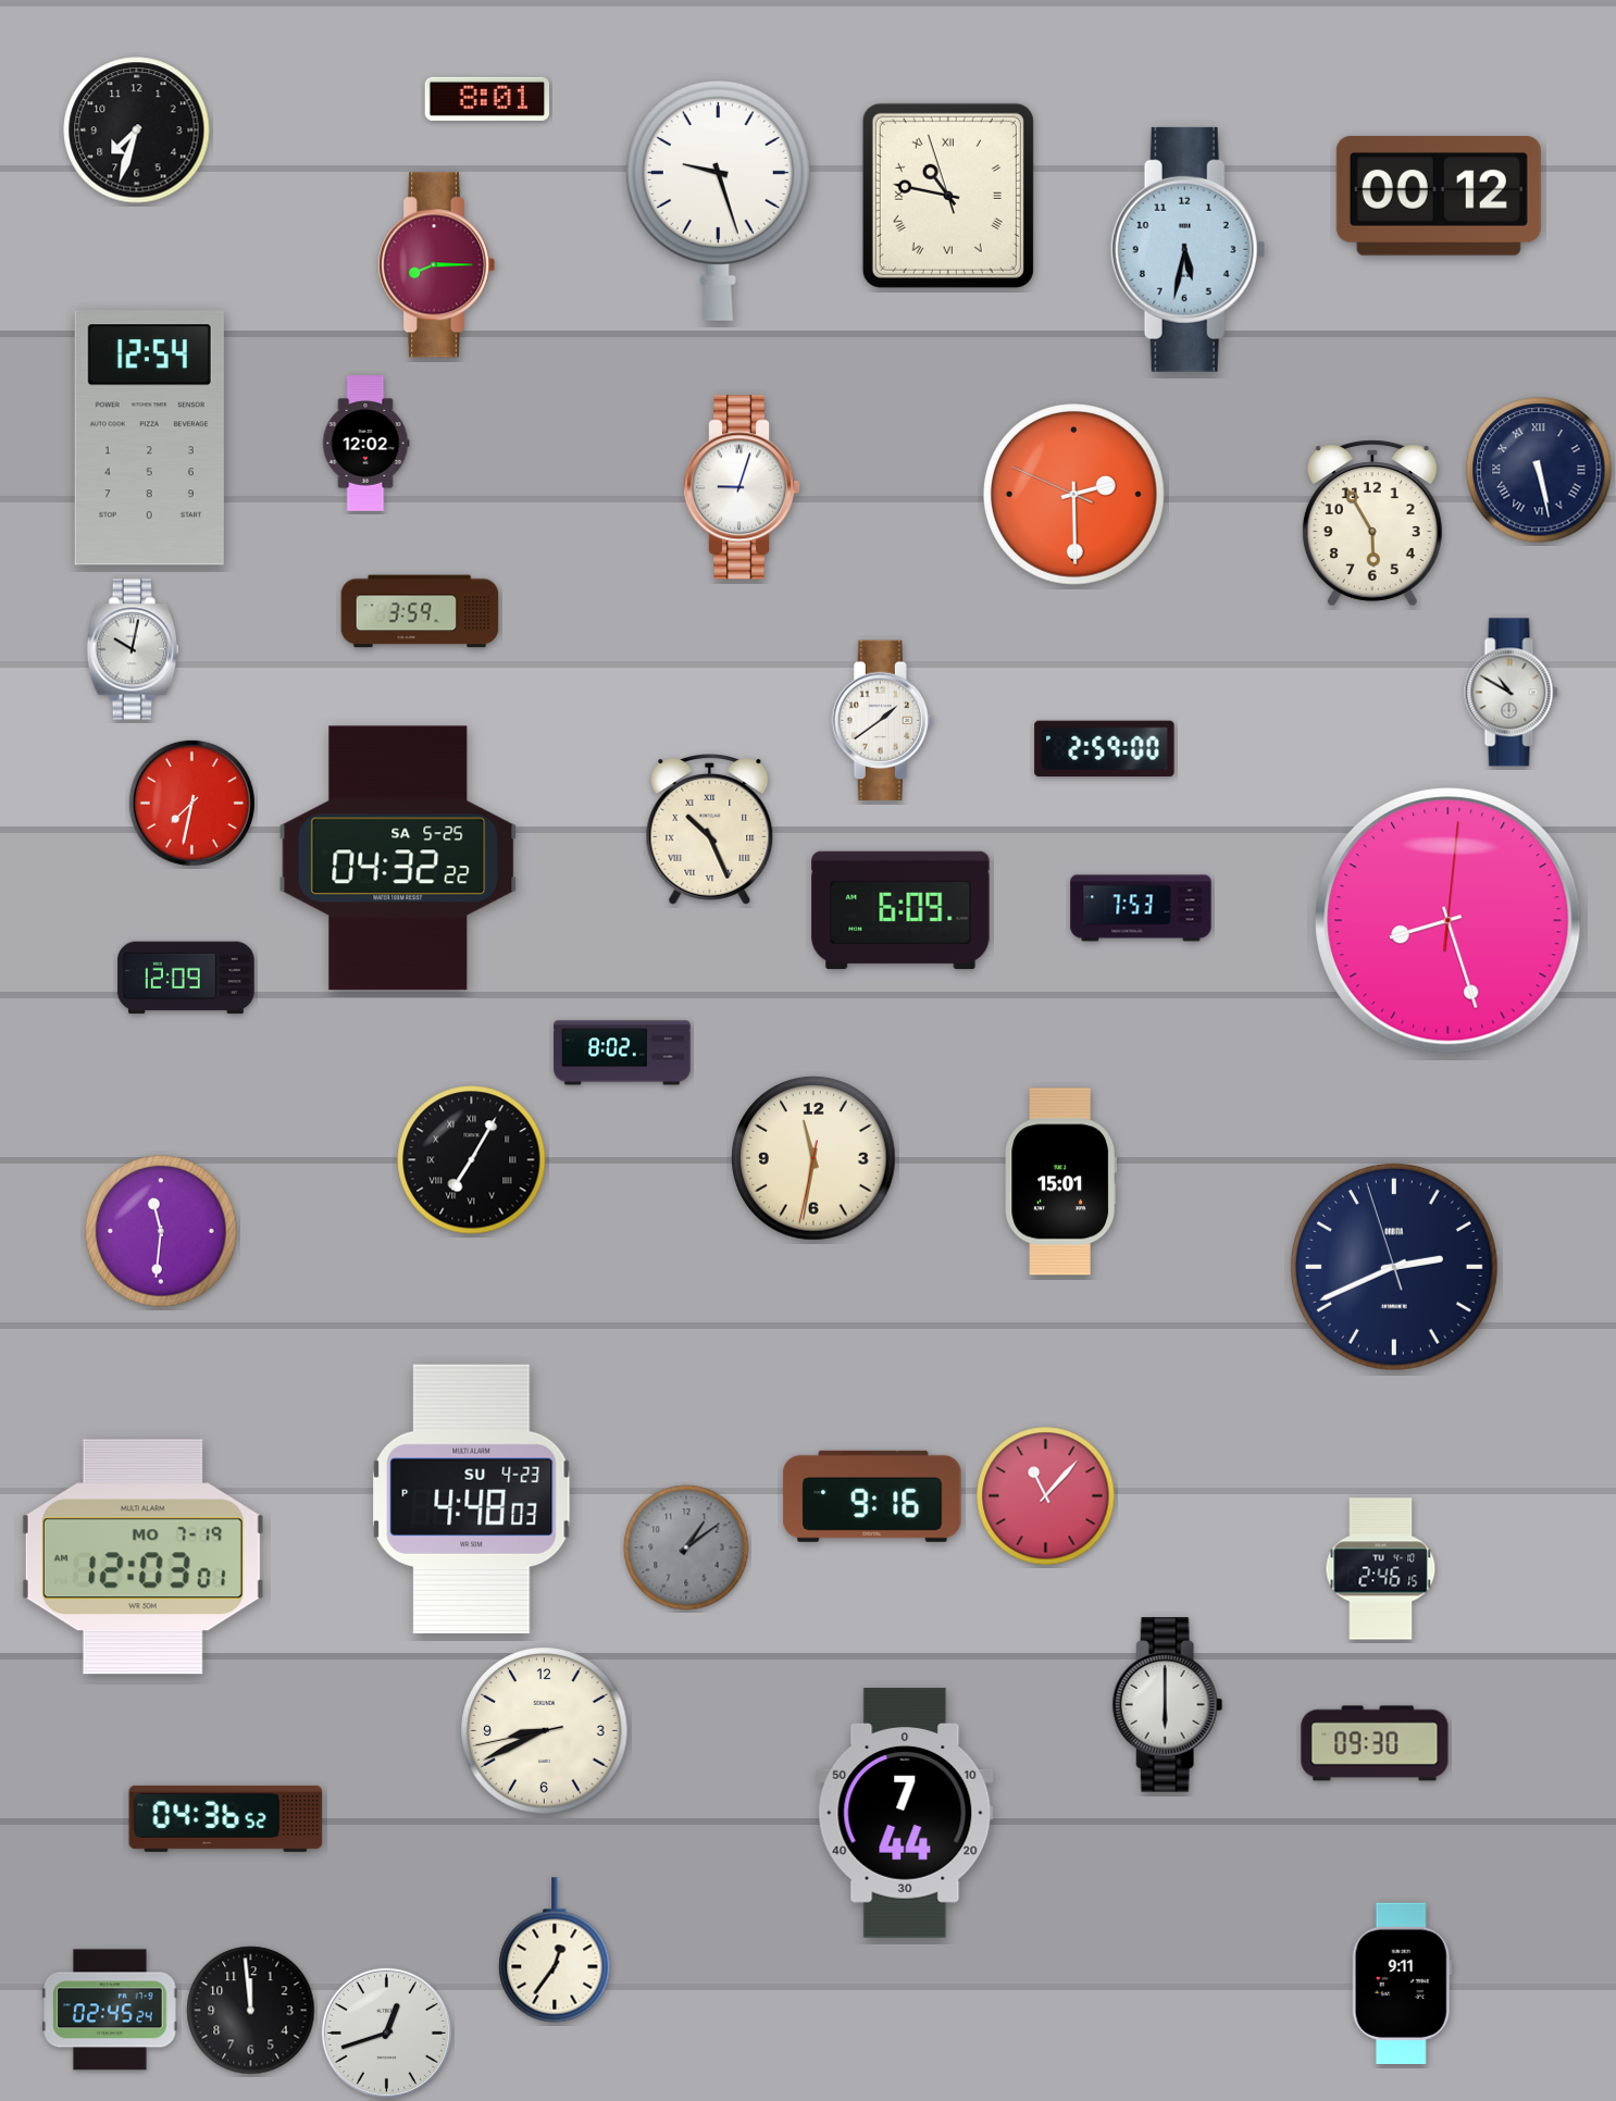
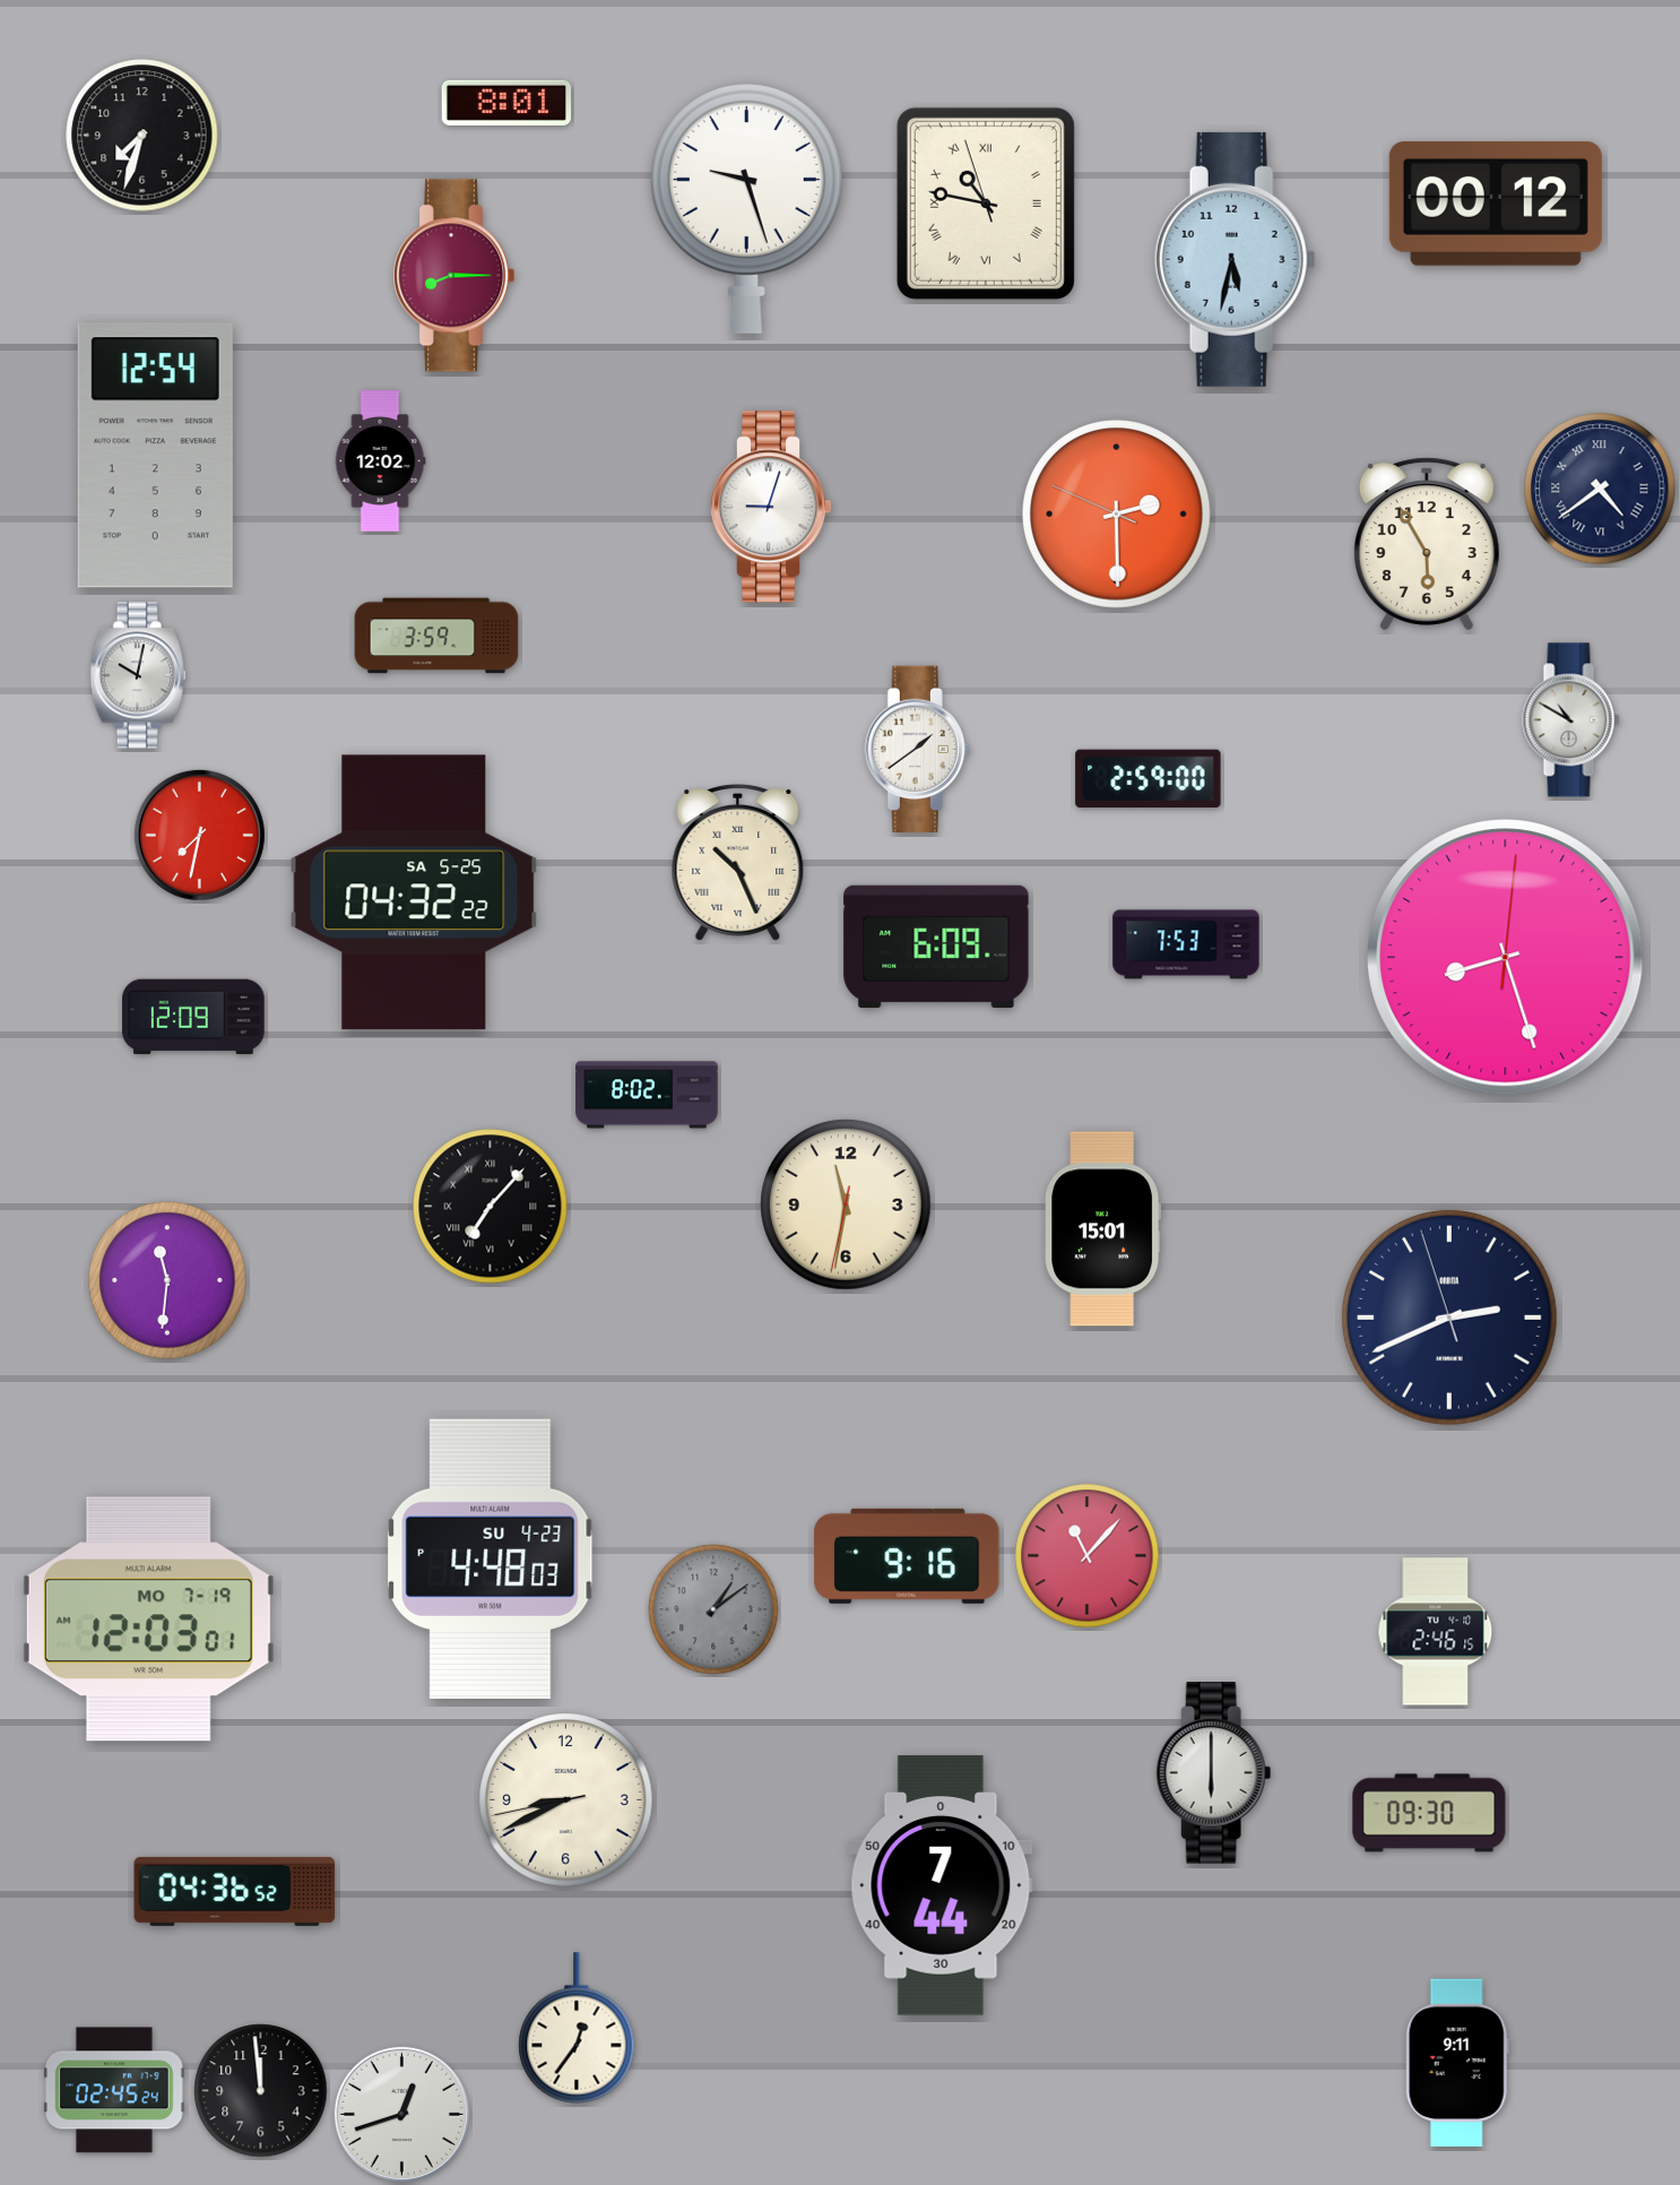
clock at (1539, 470): 5:28 -> 4:39
clock at (472, 1160): 7:05 -> 7:07
